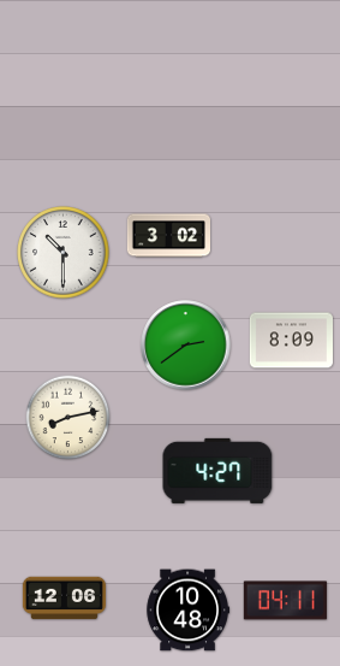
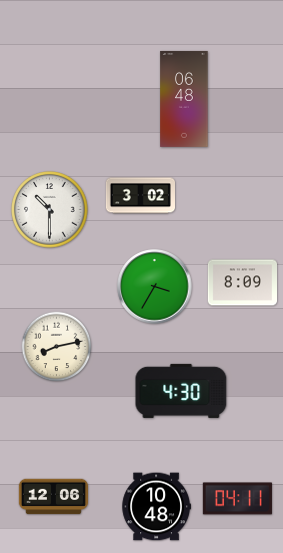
clock at (184, 99): none -> 06:48
clock at (64, 253) position: (64, 253) -> (50, 210)
clock at (186, 346): 2:39 -> 3:35
clock at (217, 471): 4:27 -> 4:30
